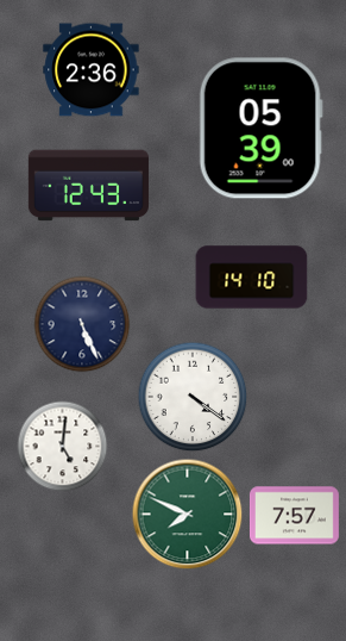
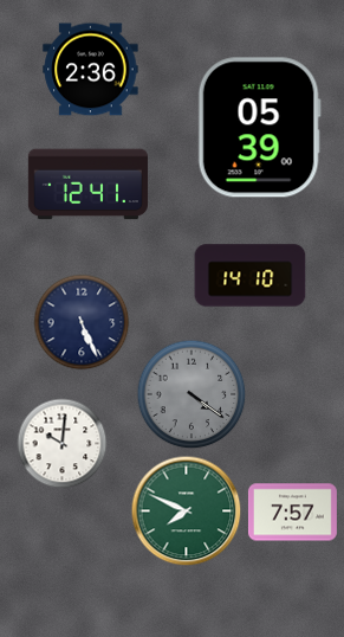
clock at (88, 186): 12:43 -> 12:41
clock at (193, 397) dial: white -> grey
clock at (63, 447): 5:01 -> 10:01
